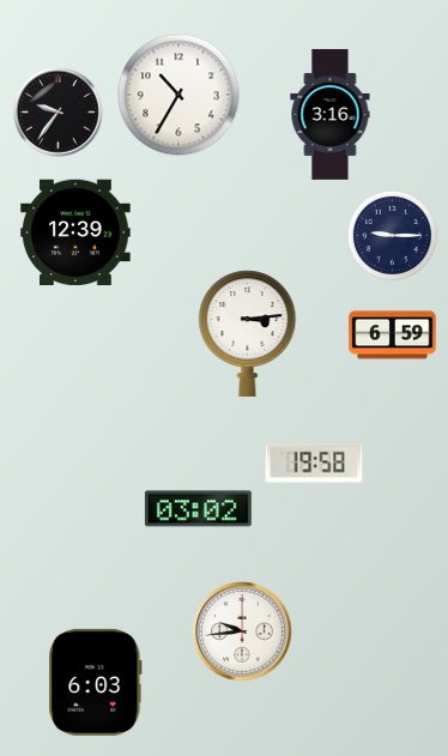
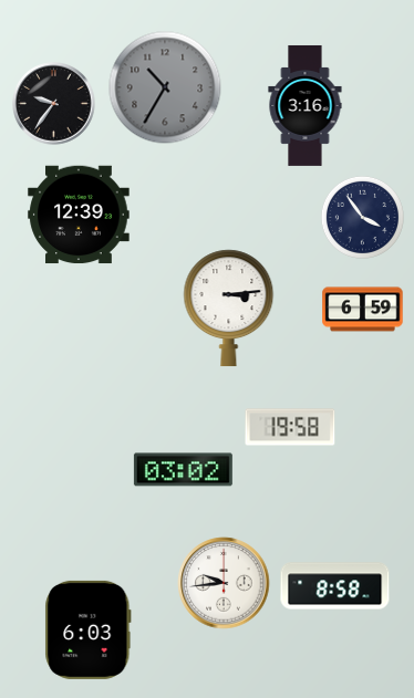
clock at (178, 95) dial: white -> grey
clock at (75, 232) position: (75, 232) -> (79, 215)
clock at (392, 235): 9:15 -> 3:54
clock at (335, 586): none -> 8:58
